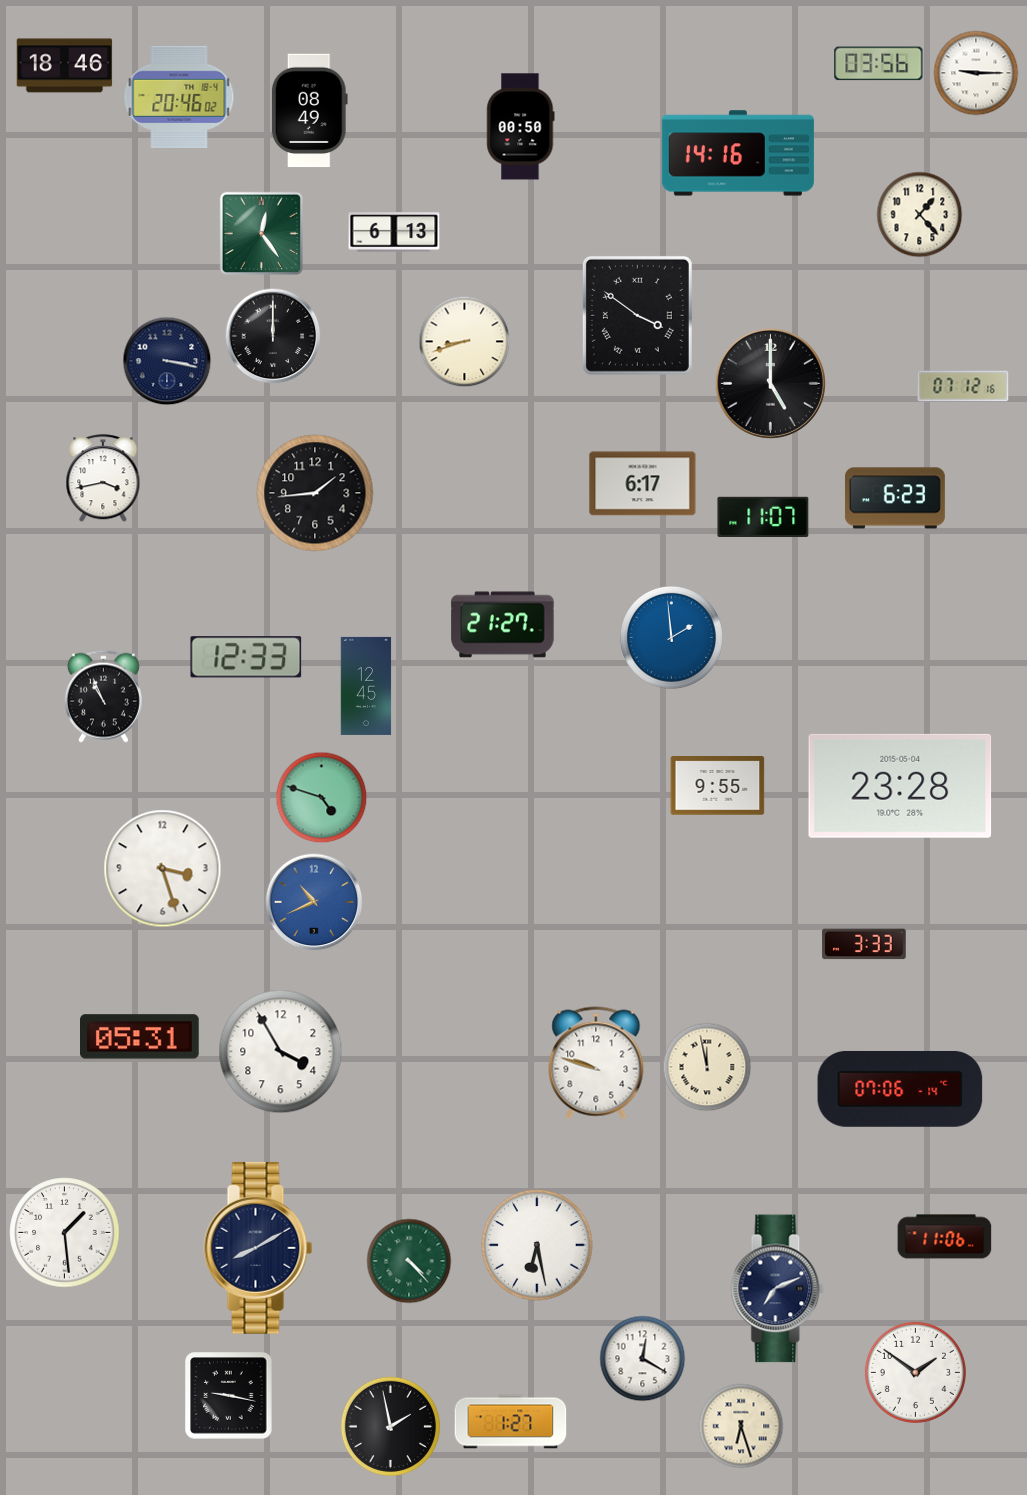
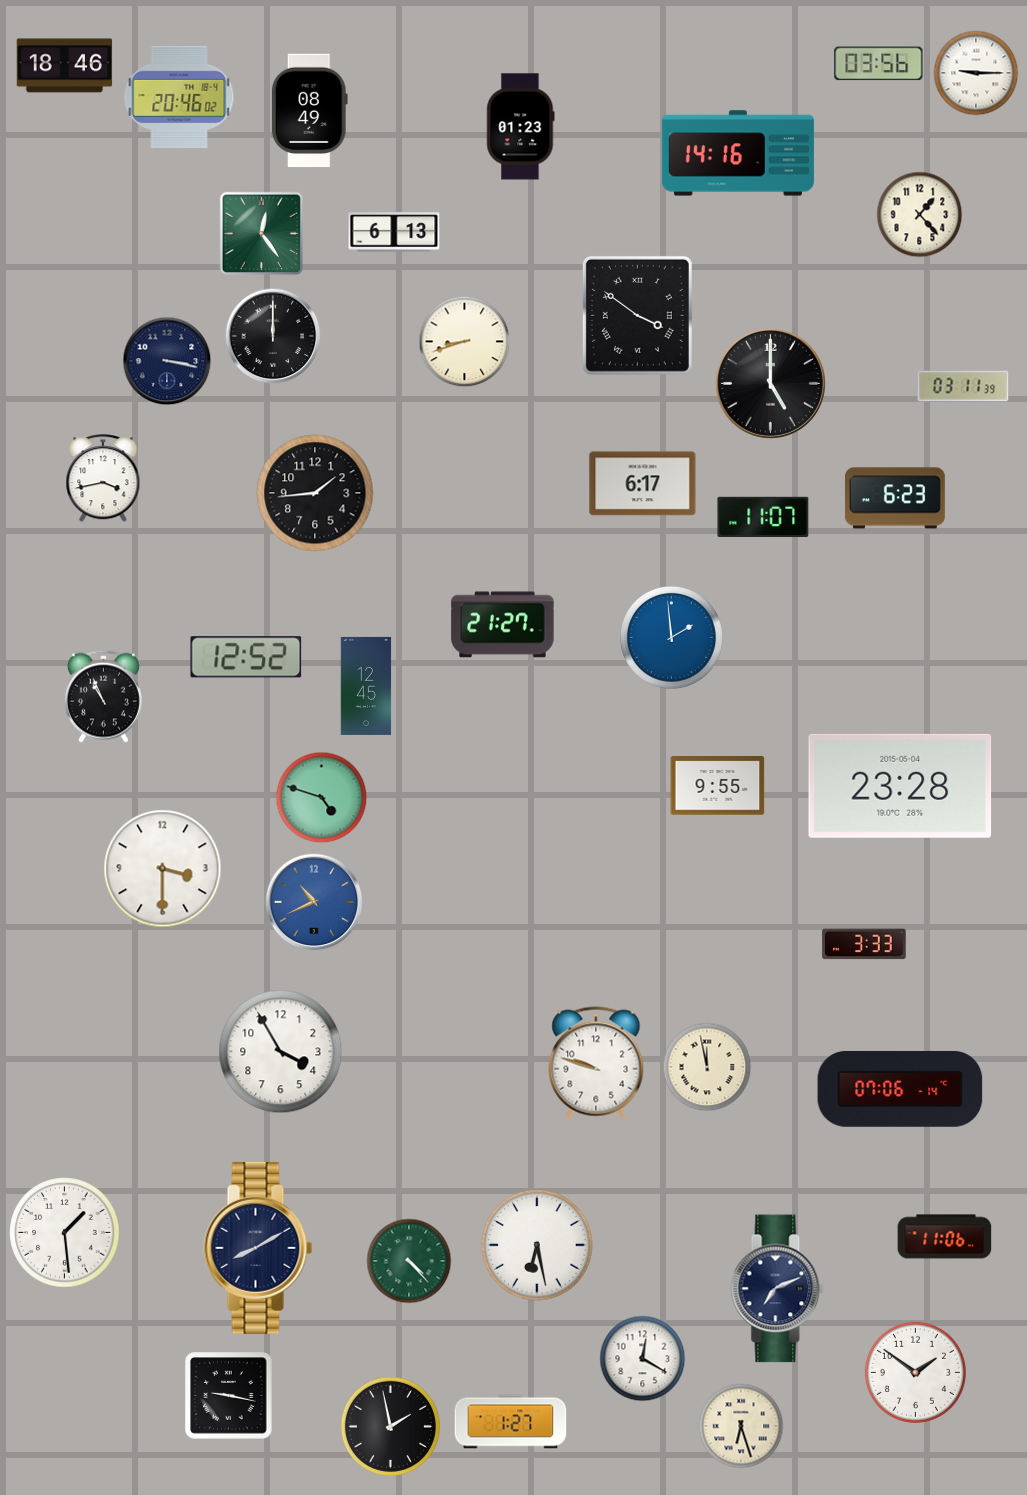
clock at (521, 127): 00:50 -> 01:23
clock at (963, 386): 07:12 -> 03:11
clock at (246, 657): 12:33 -> 12:52
clock at (163, 869): 3:27 -> 3:30
clock at (140, 1037): 05:31 -> none
